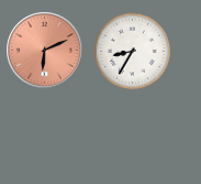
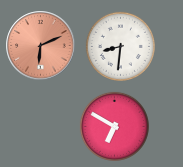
clock at (132, 51): 8:35 -> 8:31
clock at (114, 126): none -> 6:50
